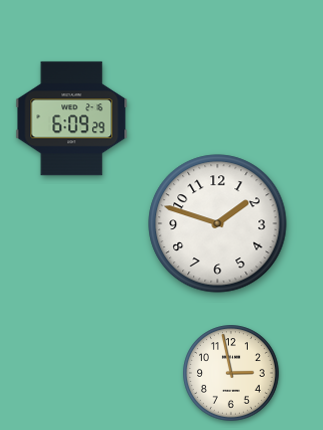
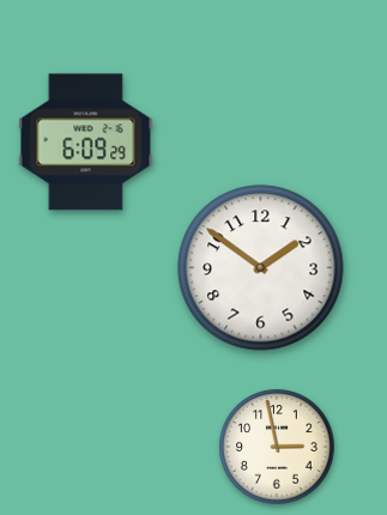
clock at (218, 224): 1:48 -> 1:51
